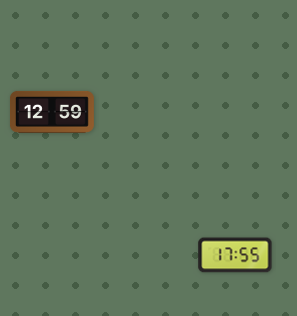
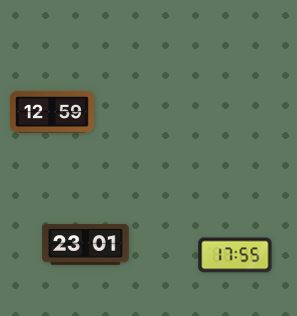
clock at (86, 245): none -> 23:01
